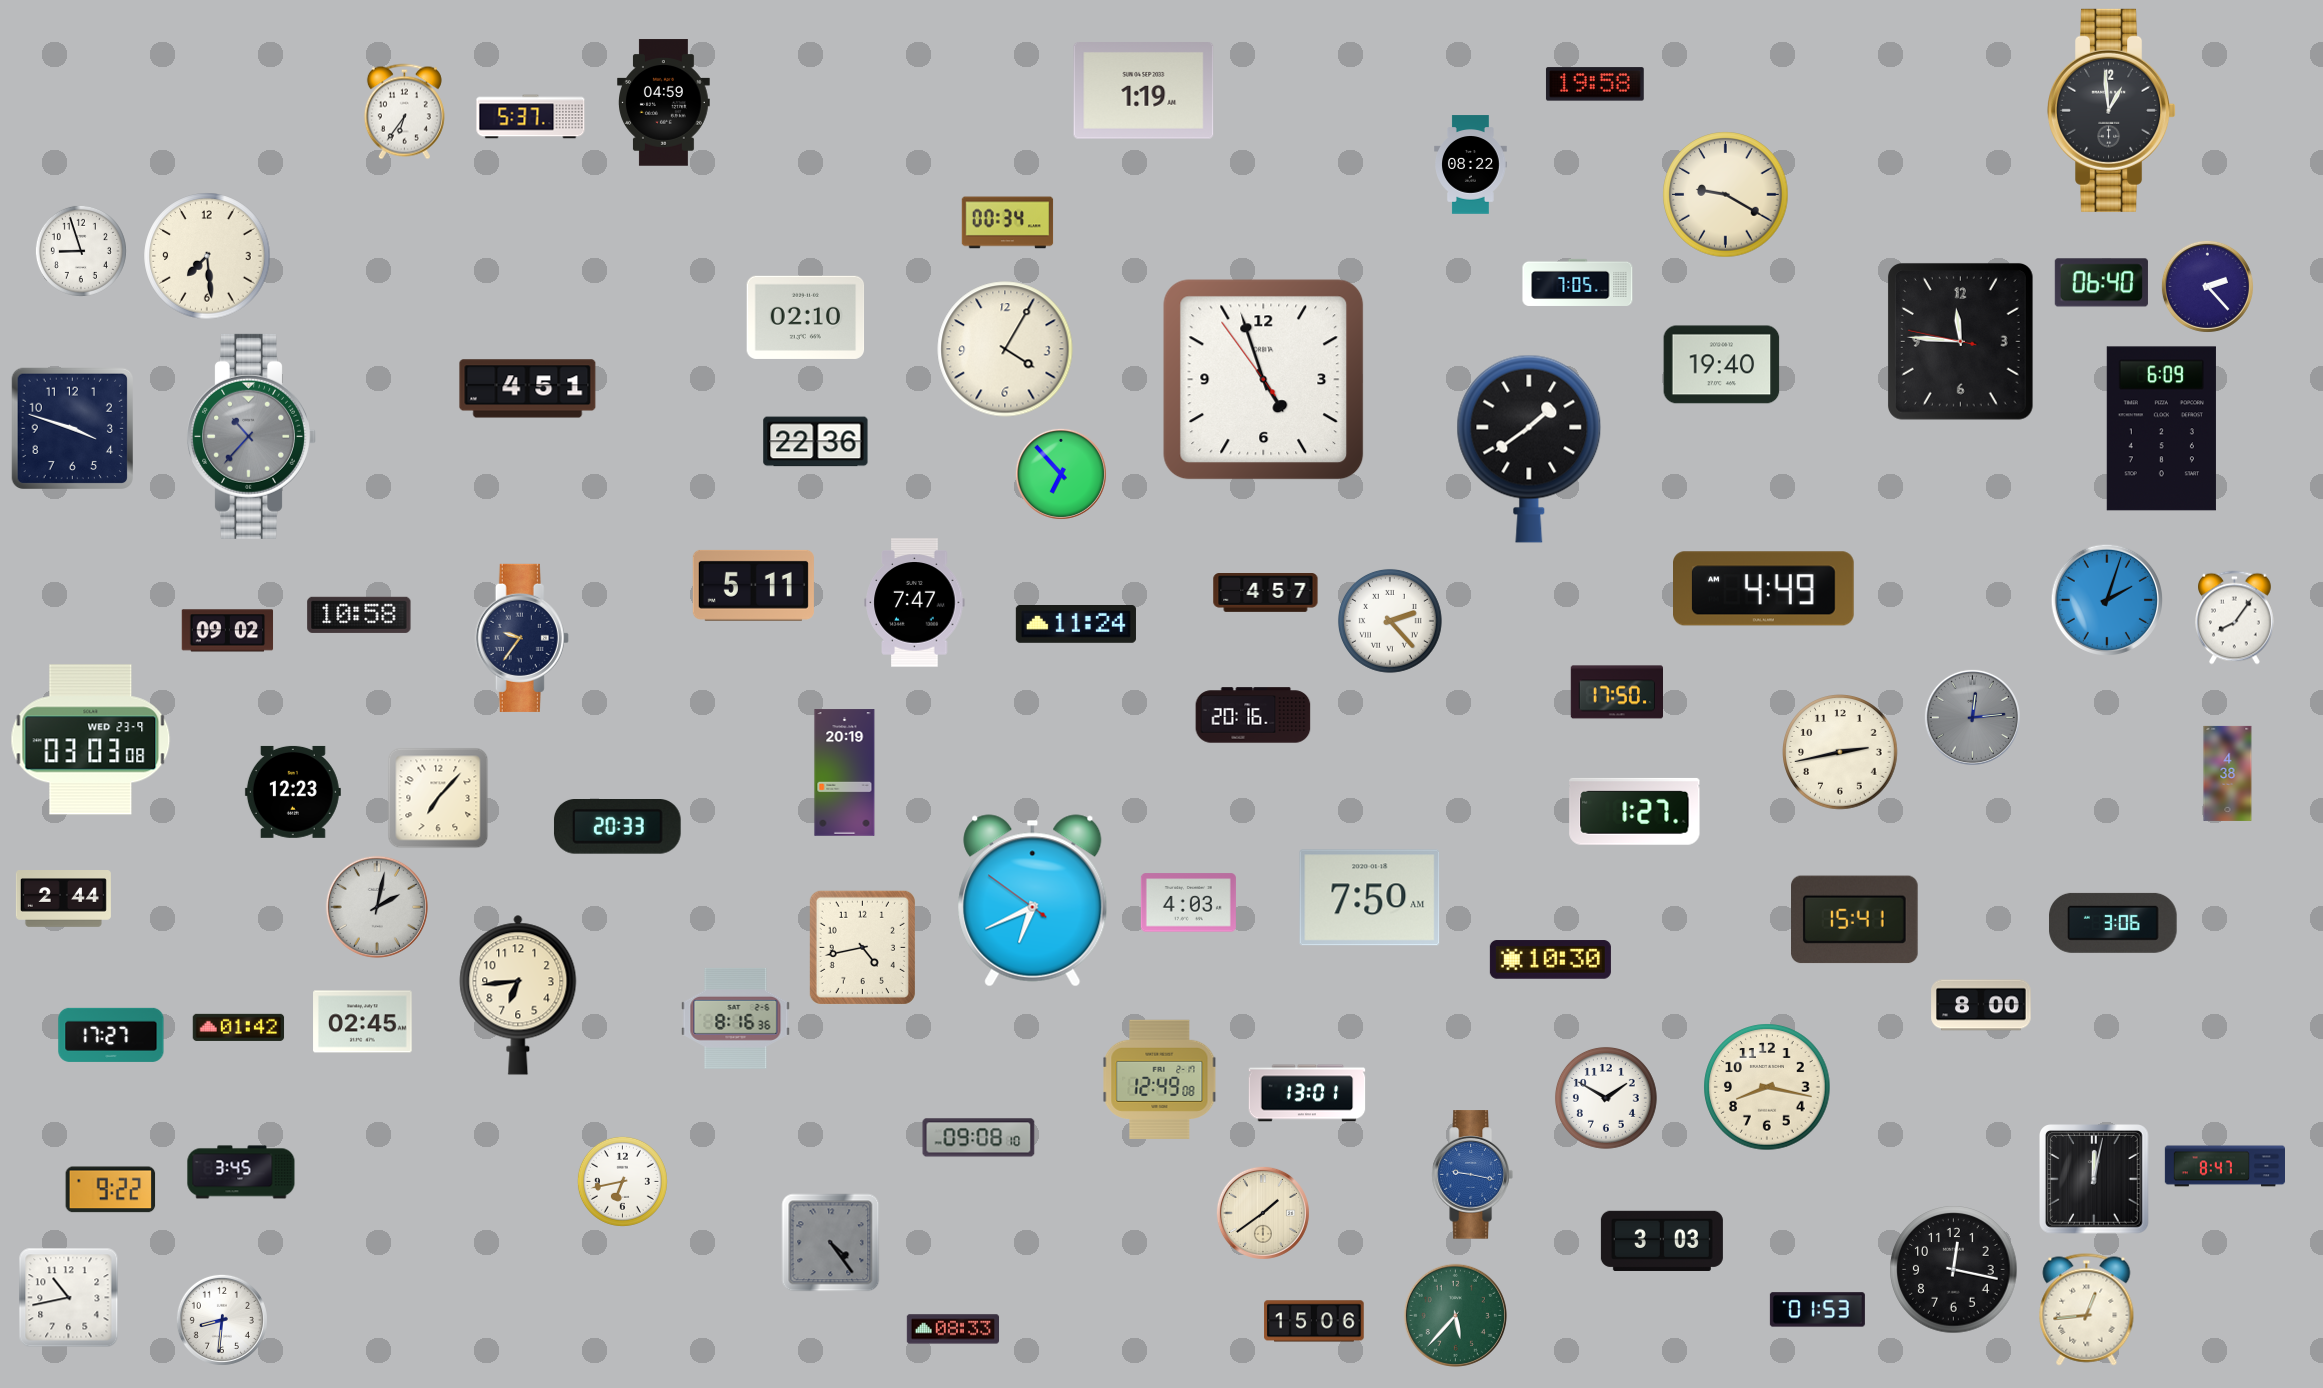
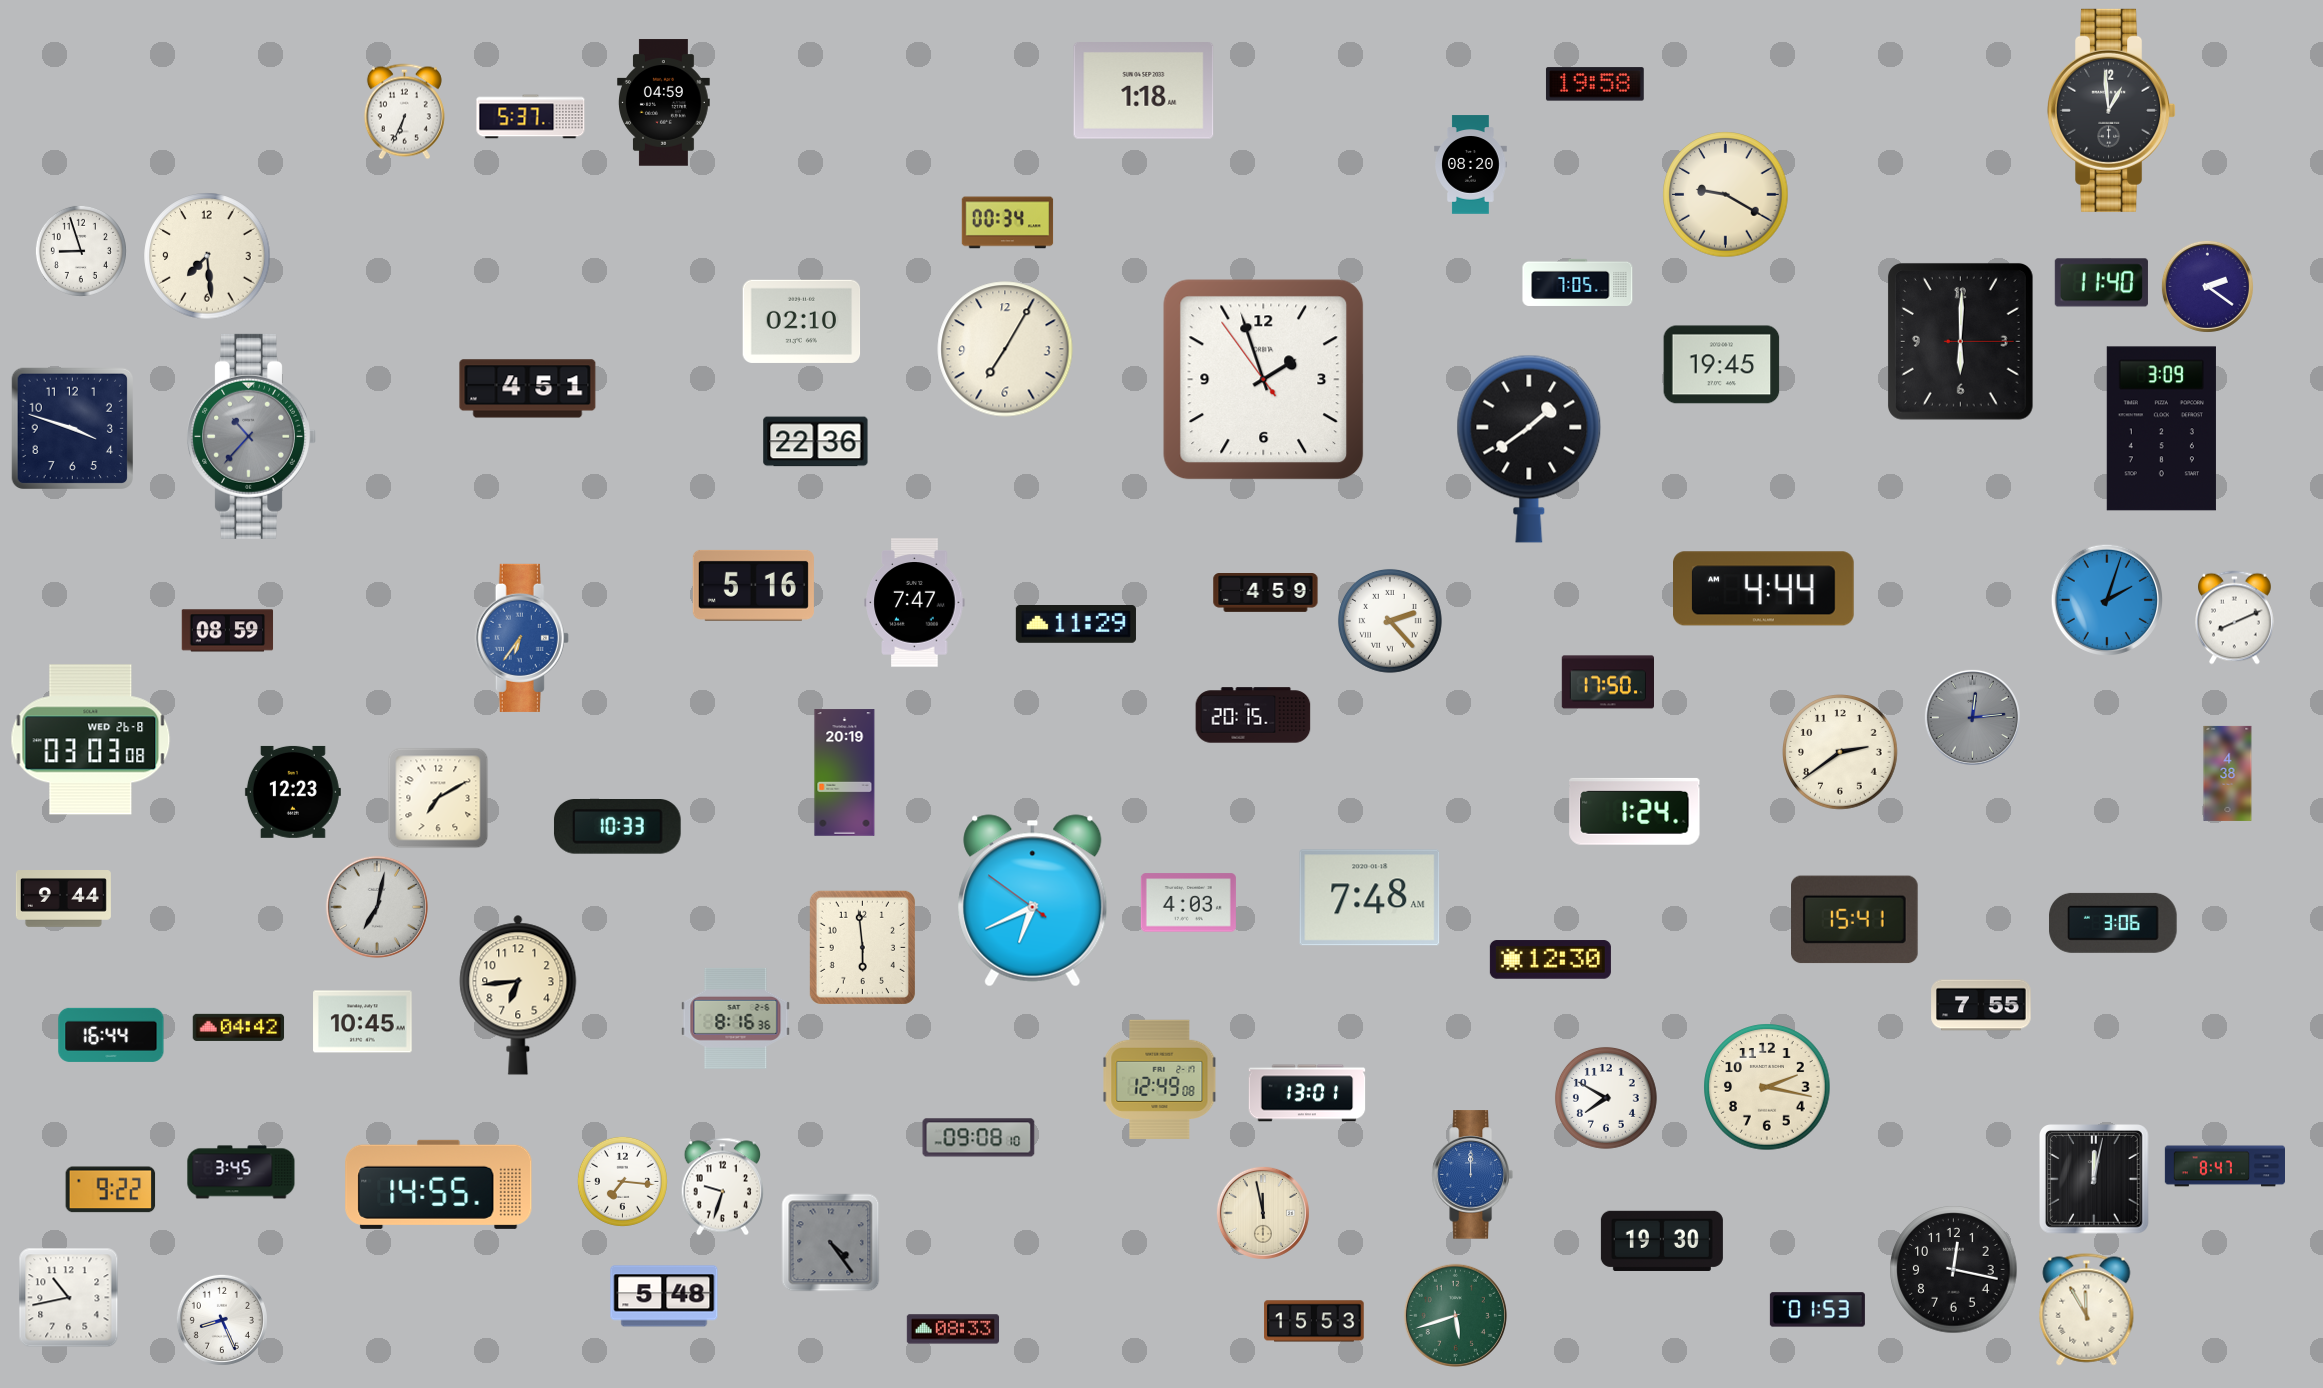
clock at (1144, 91): 1:19 -> 1:18
clock at (404, 112): 6:36 -> 6:34
clock at (1471, 165): 08:22 -> 08:20
clock at (2101, 283): 06:40 -> 11:40
clock at (2207, 286): 2:23 -> 2:21
clock at (806, 317) position: (806, 317) -> (802, 321)
clock at (1960, 341): 11:45 -> 6:00
clock at (1005, 349): 4:05 -> 7:05
clock at (1722, 365): 19:40 -> 19:45
clock at (1264, 380): 4:56 -> 1:56
clock at (2161, 429): 6:09 -> 3:09
clock at (1061, 474): 6:53 -> none
clock at (753, 585): 5:11 -> 5:16
clock at (1764, 589): 4:49 -> 4:44
clock at (1266, 593): 4:57 -> 4:59
clock at (359, 615): 10:58 -> none
clock at (2235, 618): 8:06 -> 8:11
clock at (1076, 625): 11:24 -> 11:29
clock at (228, 631): 09:02 -> 08:59
clock at (522, 638): 9:36 -> 6:36
clock at (522, 638) dial: navy -> blue
clock at (1616, 692) position: (1616, 692) -> (1607, 682)
clock at (1253, 715): 20:16 -> 20:15
clock at (91, 740) date: WED 23-9 -> WED 26-8
clock at (1840, 752): 2:43 -> 2:39
clock at (438, 798): 7:07 -> 7:10
clock at (1635, 811): 1:27 -> 1:24
clock at (617, 827): 20:33 -> 10:33
clock at (1370, 898): 7:50 -> 7:48
clock at (63, 899): 2:44 -> 9:44
clock at (377, 907): 2:02 -> 7:02
clock at (862, 947): 4:43 -> 5:59
clock at (1550, 960): 10:30 -> 12:30
clock at (1981, 1005): 8:00 -> 7:55
clock at (363, 1022): 02:45 -> 10:45
clock at (239, 1027): 01:42 -> 04:42
clock at (111, 1035): 17:27 -> 16:44
clock at (1767, 1087): 8:17 -> 2:17
clock at (1606, 1098): 1:50 -> 7:50
clock at (1472, 1175): 9:17 -> 12:00
clock at (622, 1181): 6:43 -> 7:16
clock at (439, 1184): none -> 14:55
clock at (722, 1187): none -> 9:33
clock at (1263, 1213): 1:39 -> 11:58
clock at (1662, 1241): 3:03 -> 19:30
clock at (664, 1296): none -> 5:48
clock at (2087, 1310): 12:44 -> 11:55
clock at (1455, 1315): 5:37 -> 5:42
clock at (222, 1320): 8:31 -> 8:26
clock at (1314, 1321): 15:06 -> 15:53
